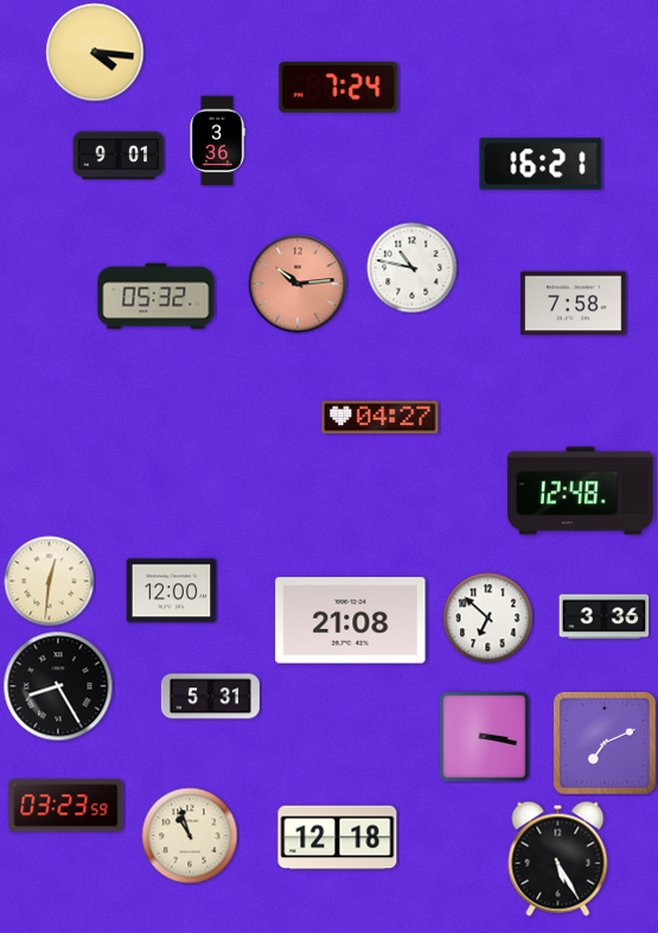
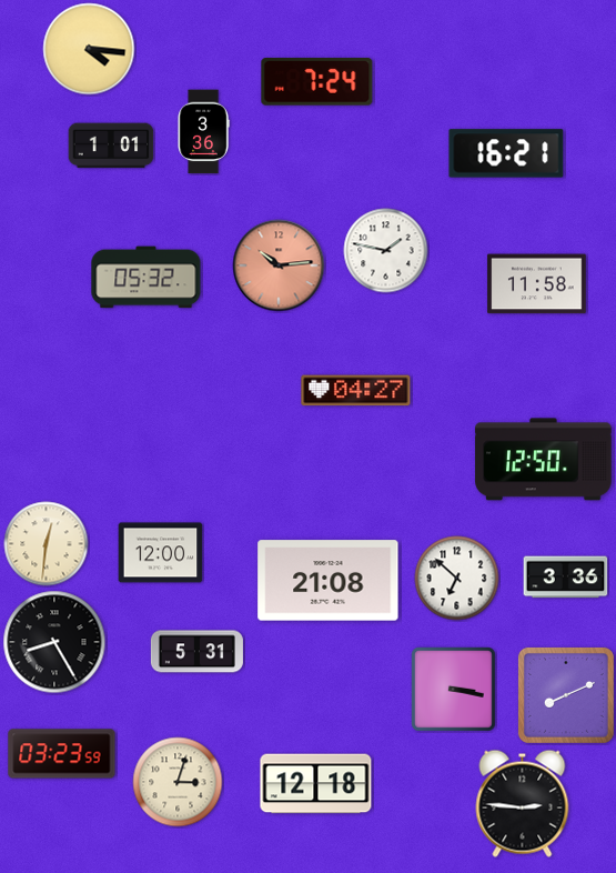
clock at (119, 155): 9:01 -> 1:01
clock at (413, 268): 10:47 -> 1:47
clock at (574, 304): 7:58 -> 11:58
clock at (581, 491): 12:48 -> 12:50
clock at (605, 743): 7:11 -> 8:11
clock at (190, 836): 10:57 -> 3:03
clock at (558, 858): 5:25 -> 2:46
